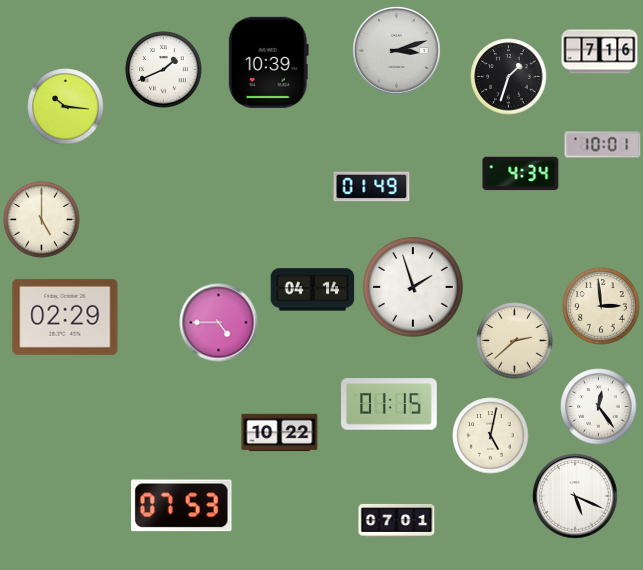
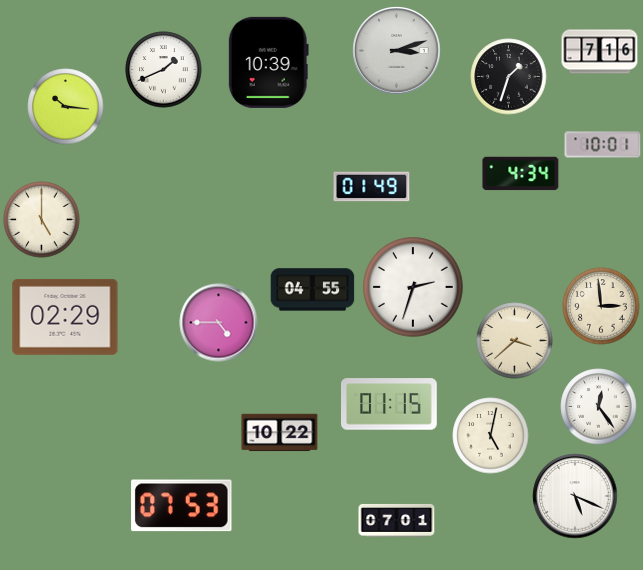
clock at (414, 288): 1:57 -> 2:33
clock at (313, 290): 04:14 -> 04:55
clock at (515, 341): 2:38 -> 3:38
